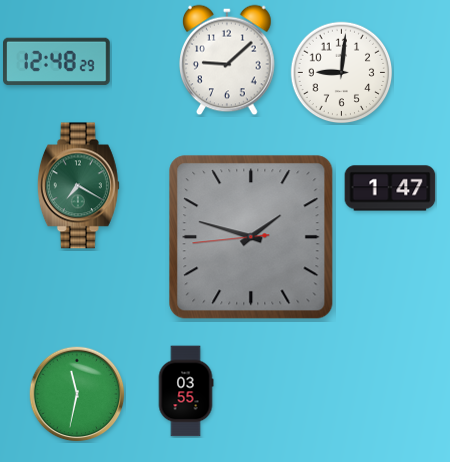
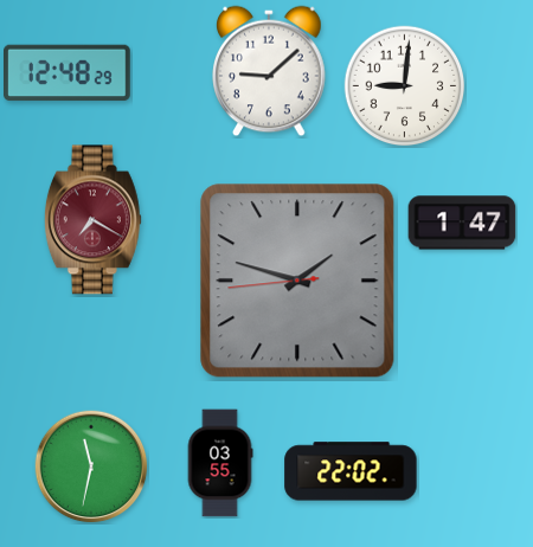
clock at (78, 186) dial: green -> burgundy
clock at (351, 471): none -> 22:02
